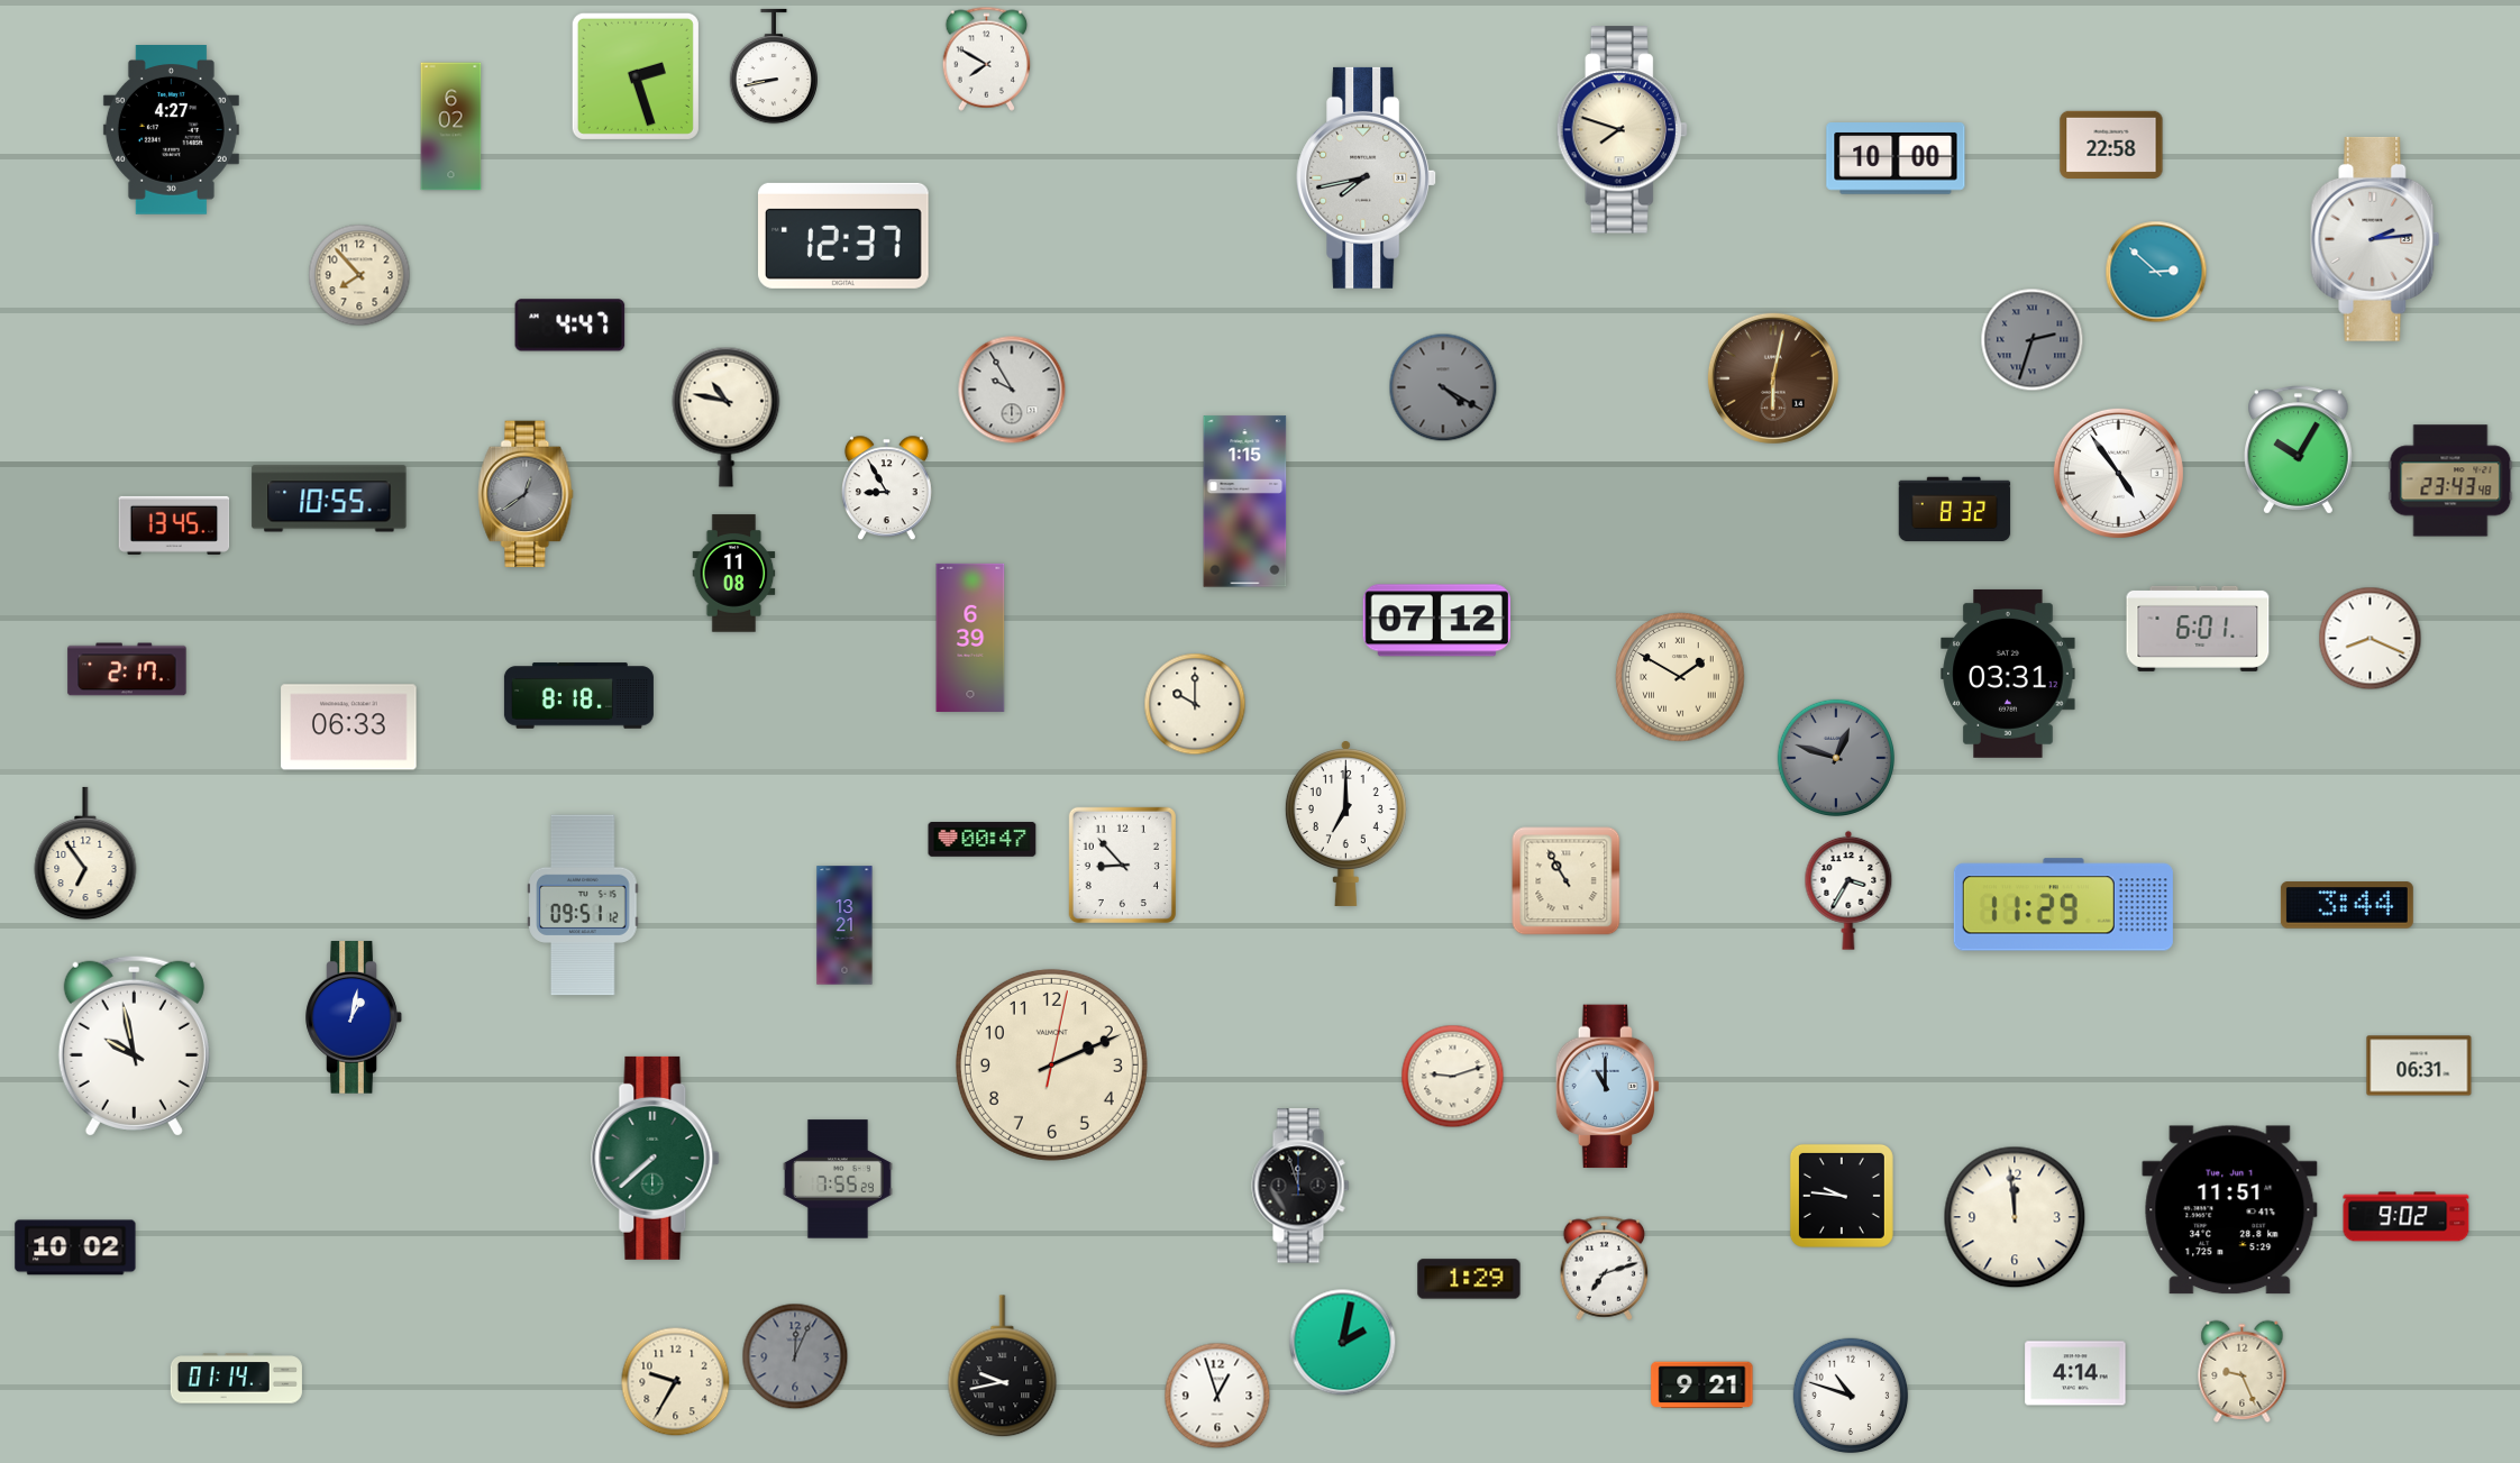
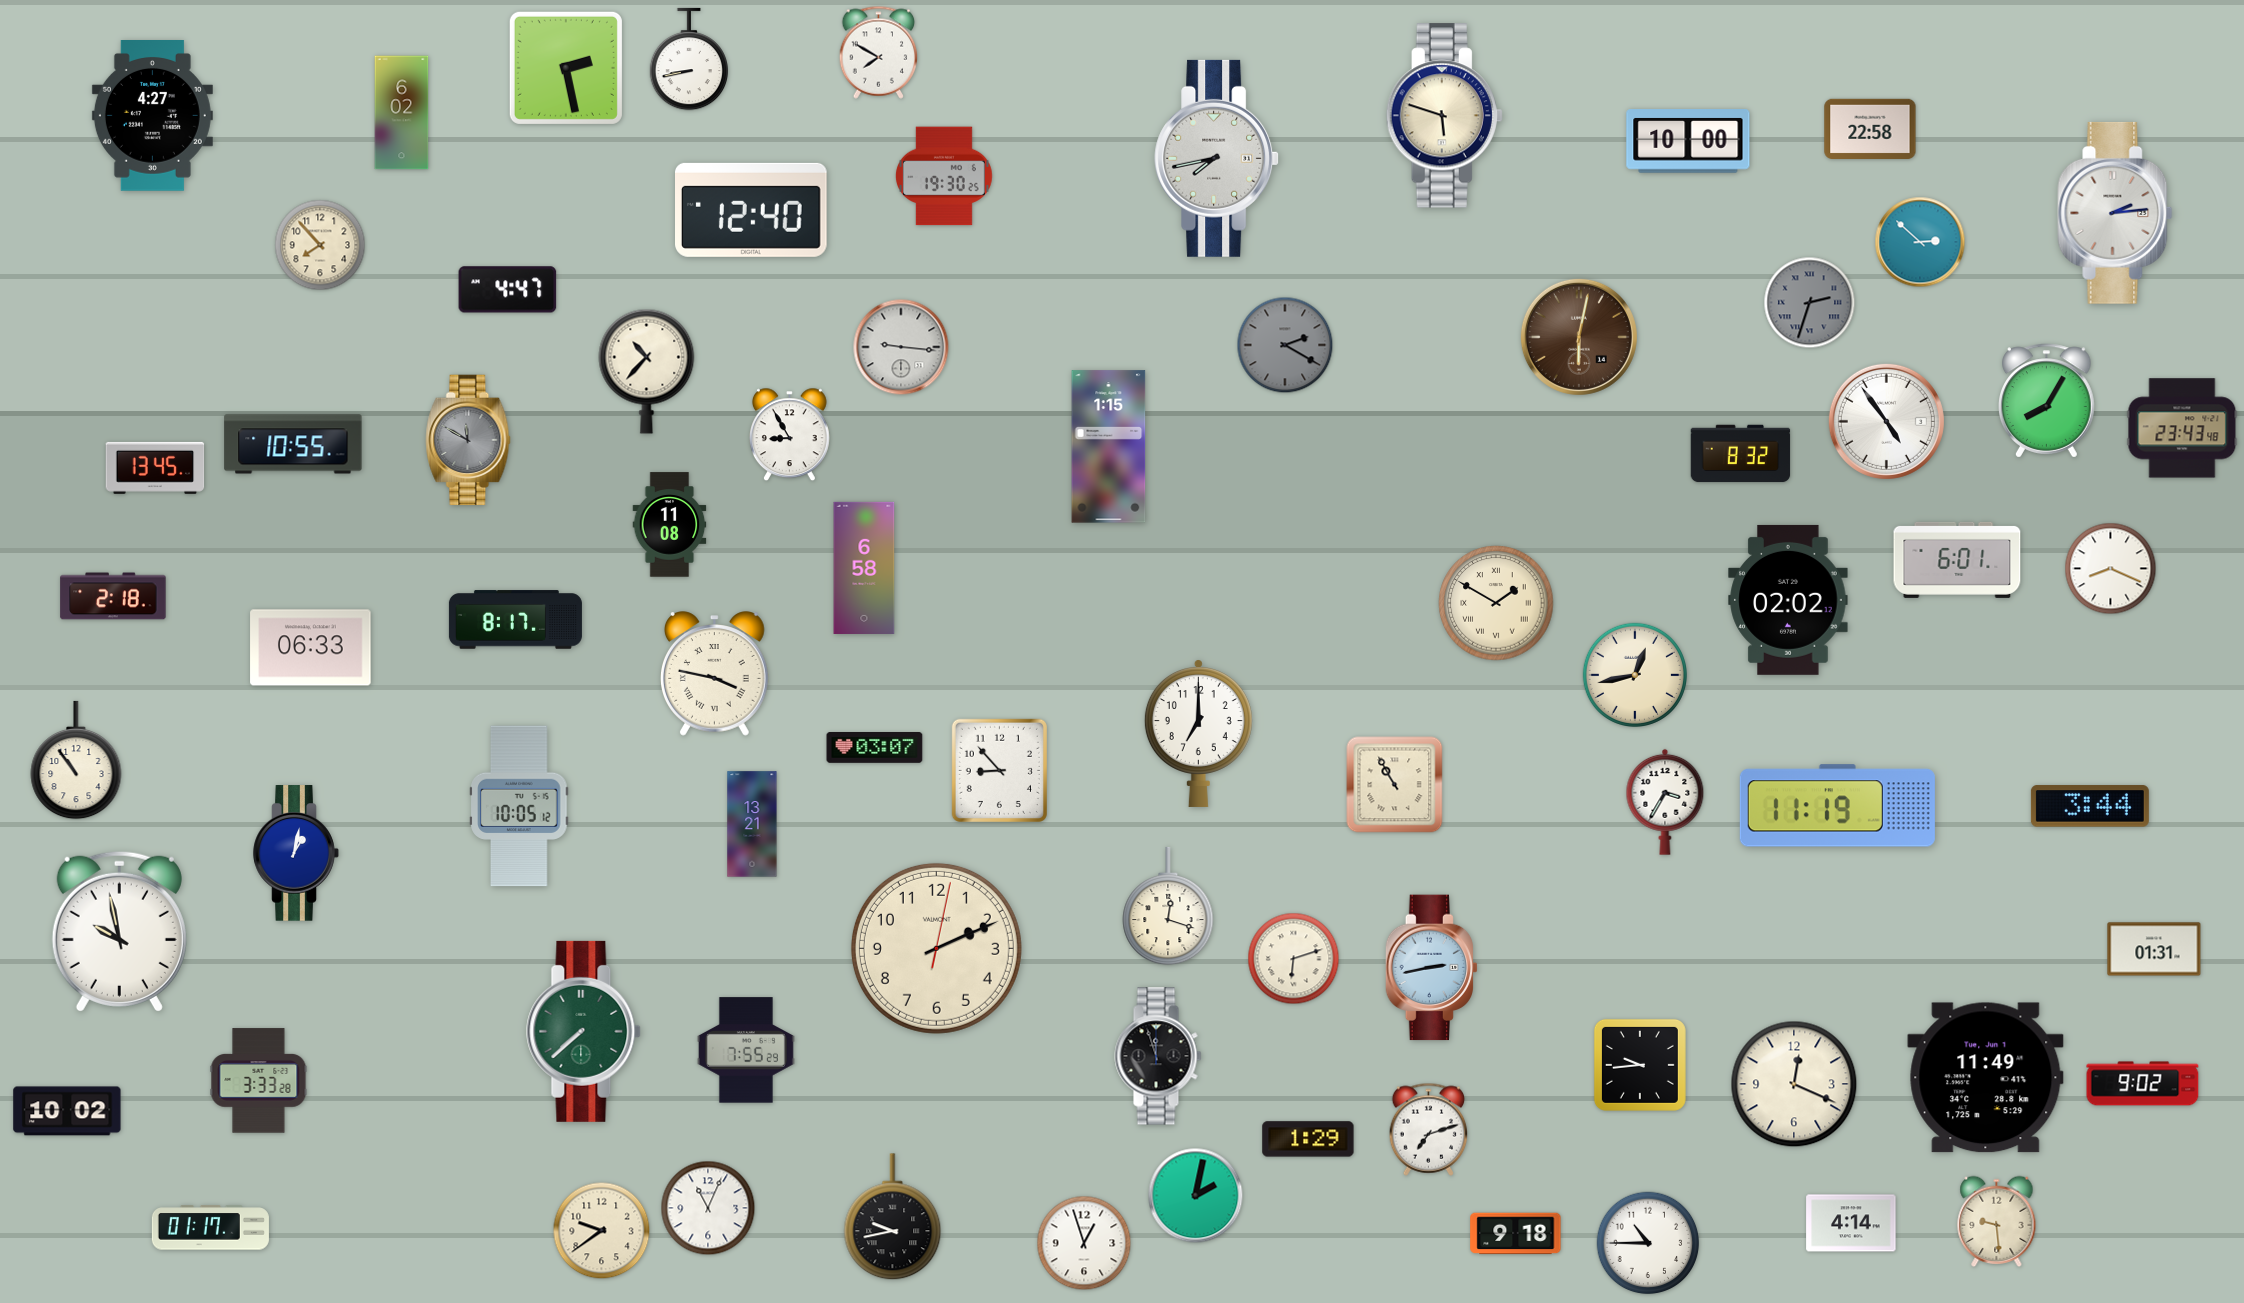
clock at (636, 76): 2:27 -> 2:28
clock at (1622, 130): 7:48 -> 5:48
clock at (2111, 144) position: (2111, 144) -> (1870, 128)
clock at (944, 176): none -> 19:30
clock at (844, 236): 12:37 -> 12:40
clock at (1443, 387): 4:20 -> 2:20
clock at (1012, 390): 9:55 -> 9:16
clock at (727, 417): 10:47 -> 10:37
clock at (2299, 450): 10:05 -> 8:05
clock at (526, 494): 12:39 -> 11:50
clock at (734, 574) position: (734, 574) -> (670, 525)
clock at (1436, 621): 07:12 -> none
clock at (970, 638): 6:39 -> 6:58
clock at (127, 669): 2:17 -> 2:18
clock at (2008, 674): 03:31 -> 02:02
clock at (578, 696): 8:18 -> 8:17
clock at (1195, 704): 10:00 -> none
clock at (715, 674): none -> 3:47
clock at (1835, 757): 12:48 -> 12:43
clock at (1835, 757) dial: grey -> cream
clock at (983, 840): 00:47 -> 03:07
clock at (85, 853): 6:54 -> 10:54
clock at (1848, 890) position: (1848, 890) -> (1665, 802)
clock at (583, 905): 09:51 -> 10:05
clock at (2063, 905): 11:29 -> 11:19
clock at (354, 1017) position: (354, 1017) -> (296, 853)
clock at (1168, 906): none -> 12:18
clock at (2419, 1066): 06:31 -> 01:31
clock at (1453, 1077): 9:12 -> 6:12
clock at (1607, 1087): 11:00 -> 2:43
clock at (1842, 1196): 9:46 -> 9:44
clock at (2230, 1210): 11:51 -> 11:49
clock at (259, 1081): none -> 3:33
clock at (2015, 1217): 11:59 -> 12:19
clock at (795, 1356): 12:04 -> 11:04
clock at (795, 1356) dial: grey -> white
clock at (2243, 1371): 9:26 -> 9:29
clock at (2075, 1373) position: (2075, 1373) -> (1851, 1223)
clock at (236, 1379): 01:14 -> 01:17
clock at (676, 1382): 9:35 -> 9:39
clock at (1702, 1386): 9:21 -> 9:18
clock at (1851, 1396): 10:48 -> 10:45
